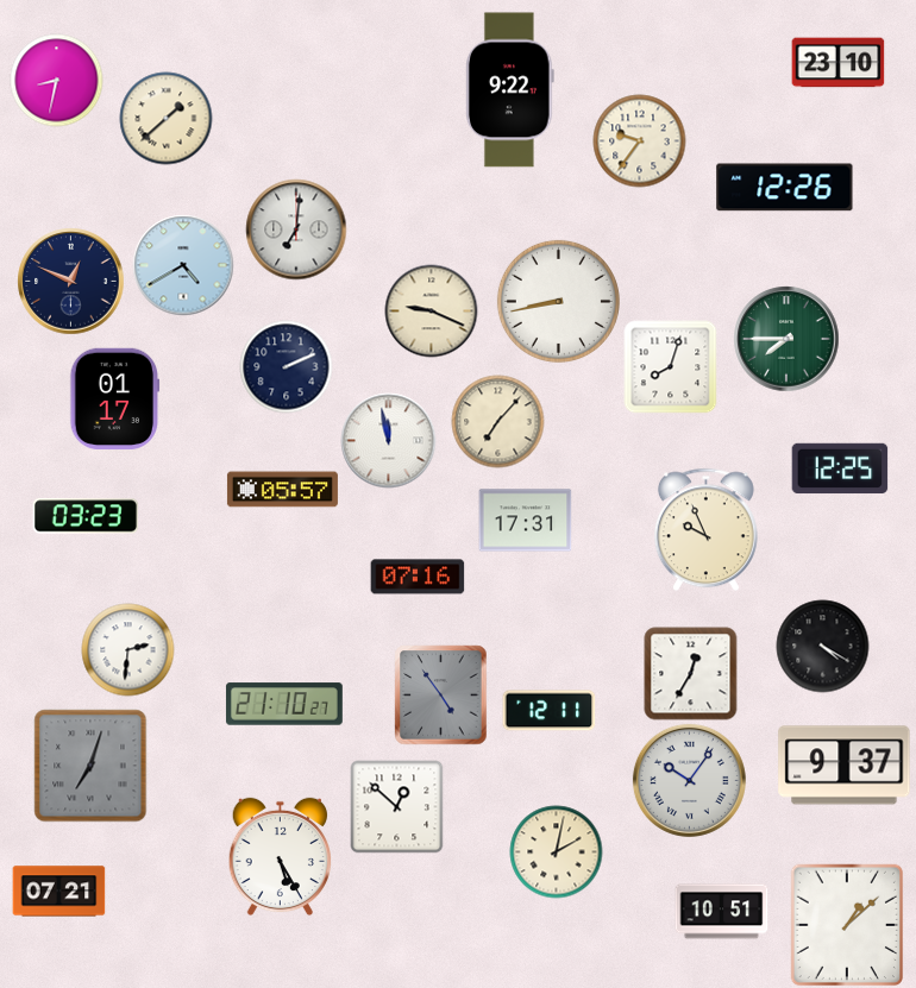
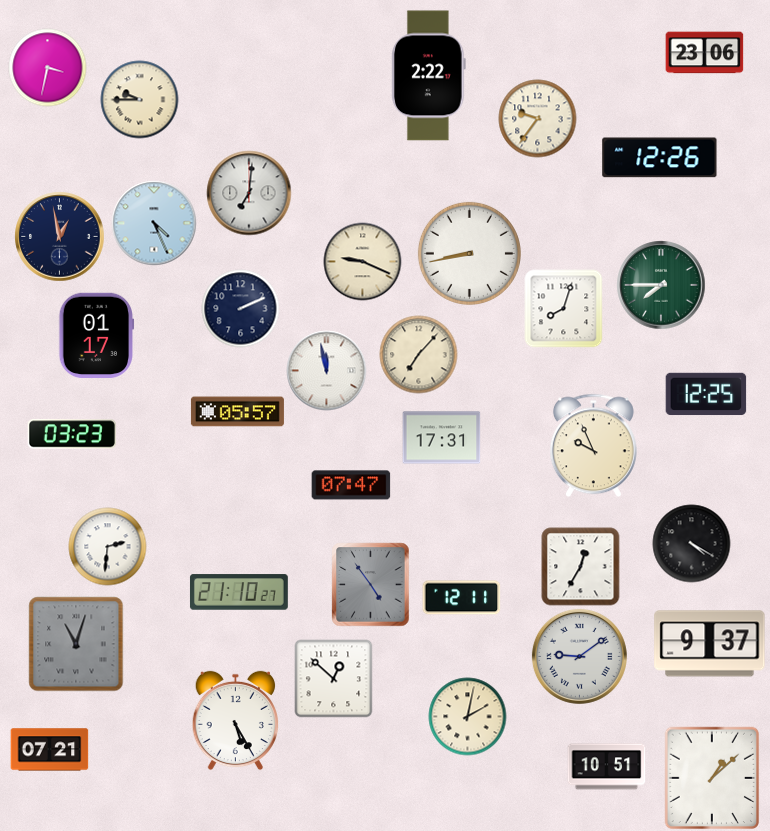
clock at (837, 63): 23:10 -> 23:06
clock at (56, 80): 8:32 -> 3:32
clock at (510, 90): 9:22 -> 2:22
clock at (165, 118): 1:38 -> 9:45
clock at (183, 265): 4:40 -> 4:26
clock at (70, 281): 12:49 -> 12:58
clock at (418, 577): 07:16 -> 07:47
clock at (90, 766): 7:03 -> 11:03
clock at (689, 780): 10:06 -> 9:09
